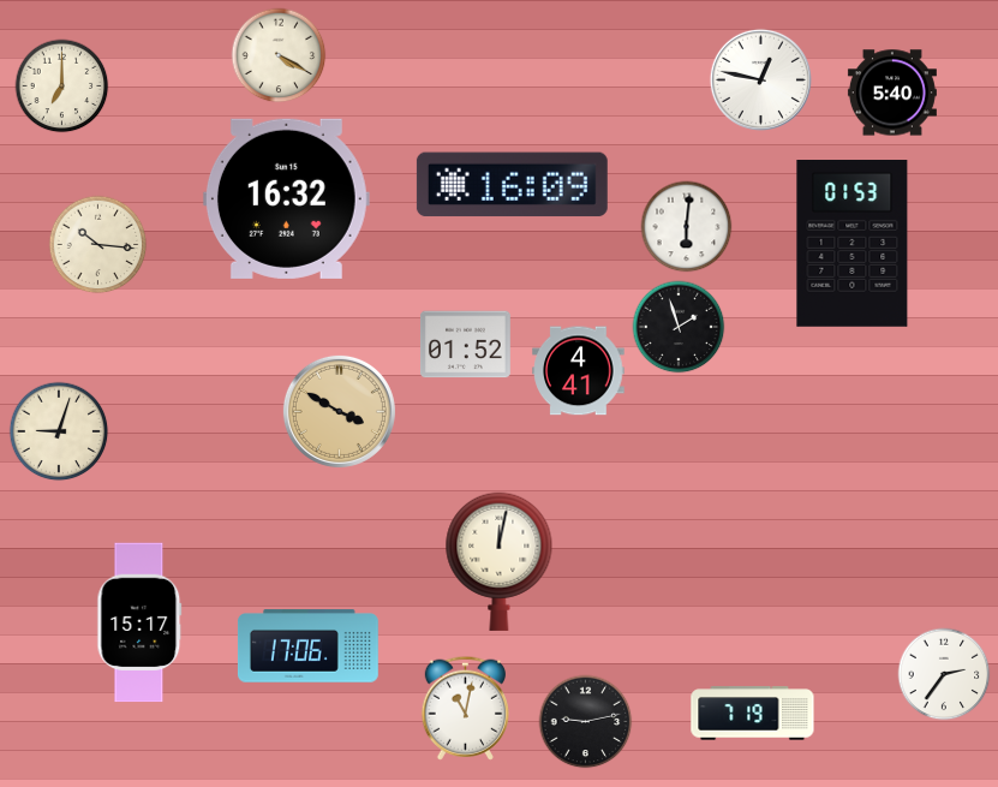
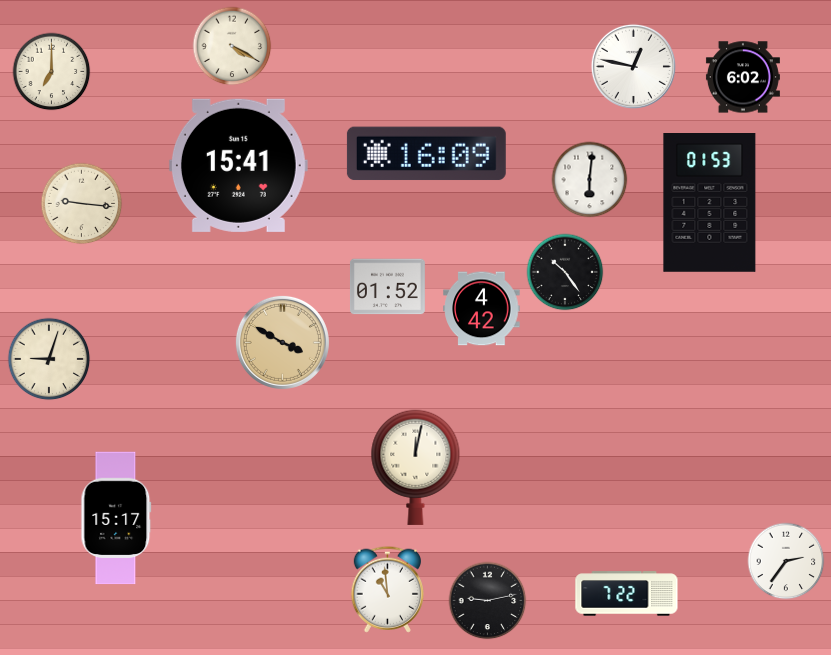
clock at (892, 93): 5:40 -> 6:02
clock at (286, 198): 16:32 -> 15:41
clock at (687, 227) position: (687, 227) -> (590, 180)
clock at (98, 245): 10:16 -> 9:16
clock at (679, 327): 1:57 -> 10:24
clock at (579, 371): 4:41 -> 4:42
clock at (307, 646): 17:06 -> none
clock at (465, 708): 11:02 -> 10:59
clock at (753, 714): 7:19 -> 7:22
